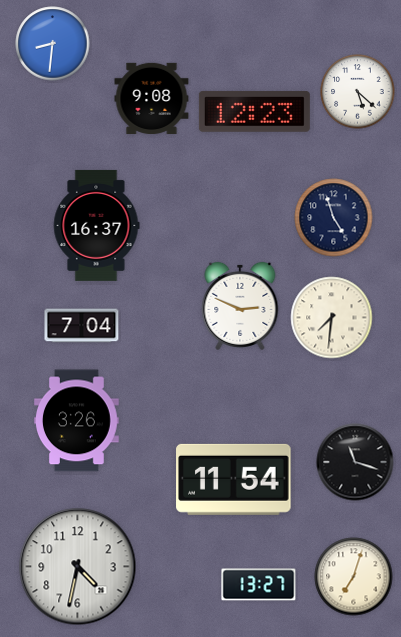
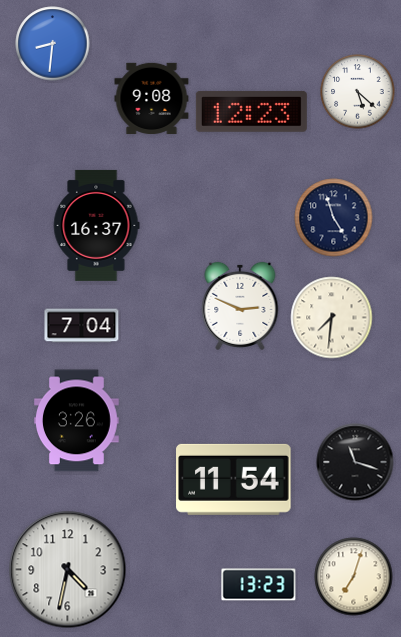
clock at (254, 111) position: (254, 111) -> (251, 111)
clock at (78, 567) position: (78, 567) -> (68, 570)
clock at (259, 585): 13:27 -> 13:23
